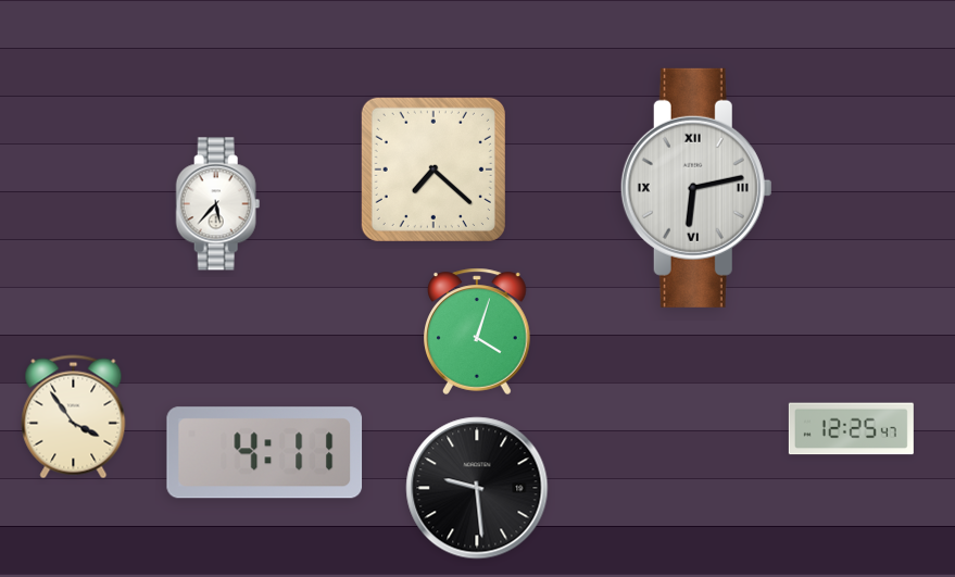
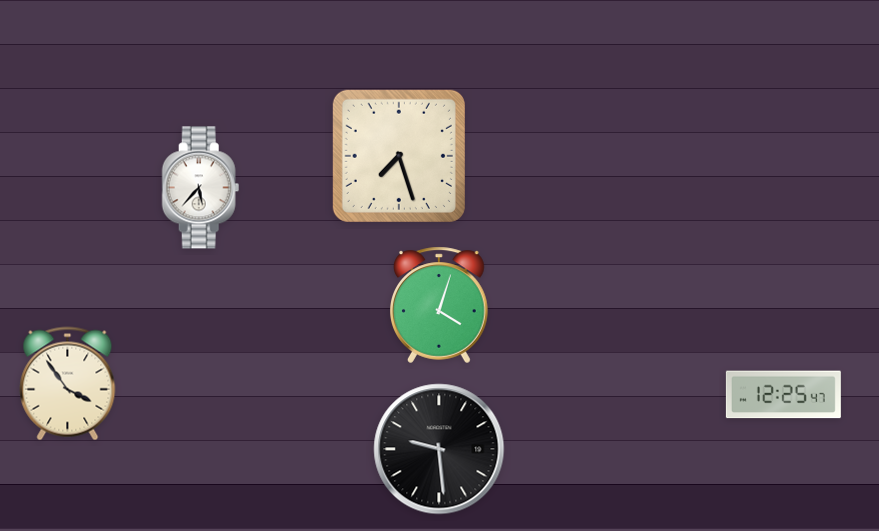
clock at (433, 170): 7:22 -> 7:27
clock at (696, 188): 6:13 -> none
clock at (265, 453): 4:11 -> none
